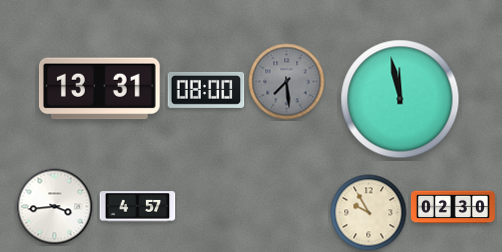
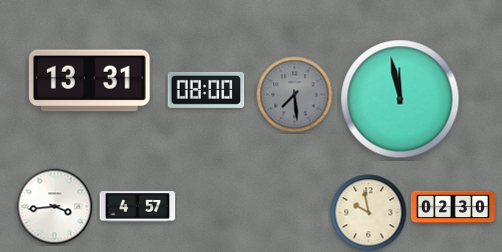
clock at (287, 82) position: (287, 82) -> (295, 95)
clock at (100, 89) position: (100, 89) -> (90, 81)
clock at (369, 213): 9:55 -> 9:58
